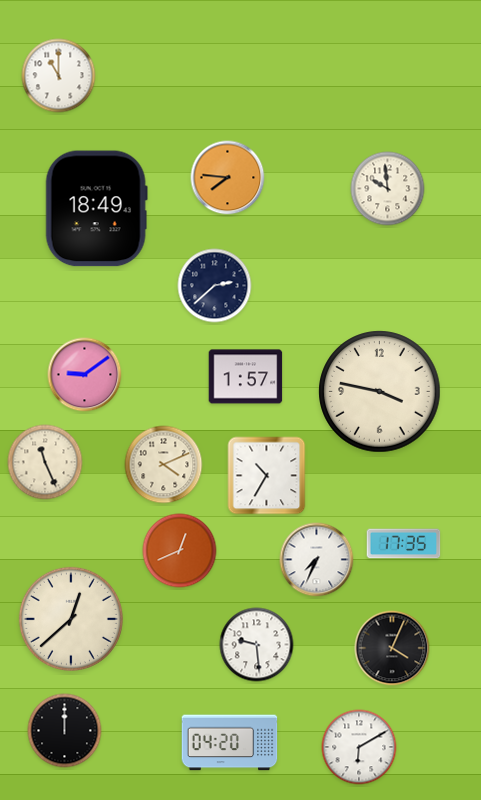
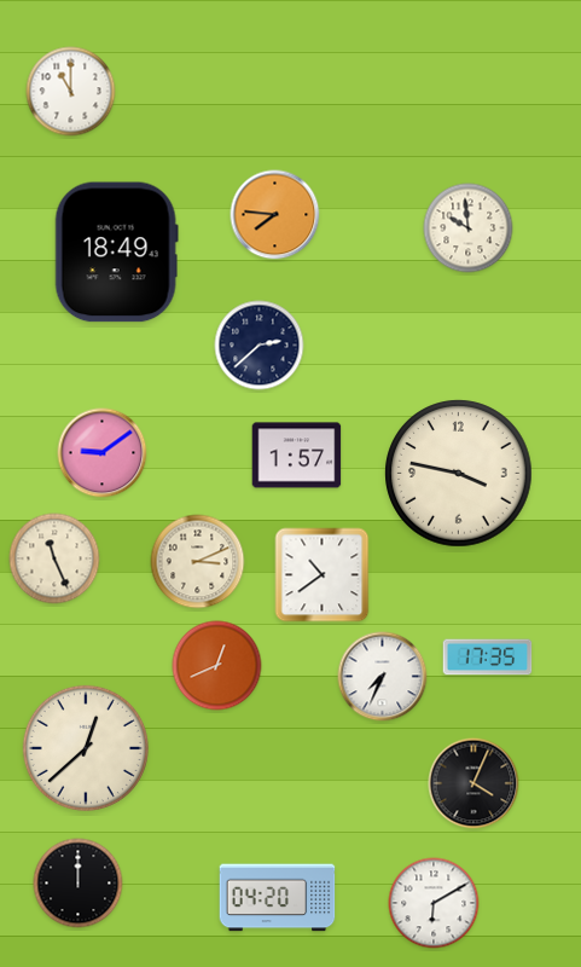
clock at (164, 465): 4:11 -> 3:11
clock at (267, 476): 10:35 -> 10:39
clock at (257, 645): 9:29 -> none
